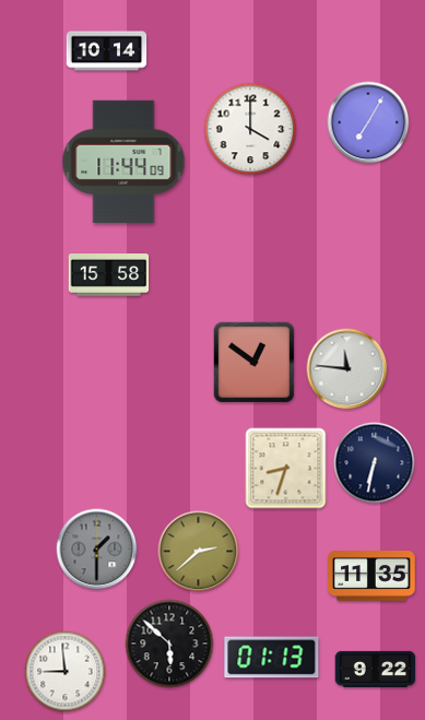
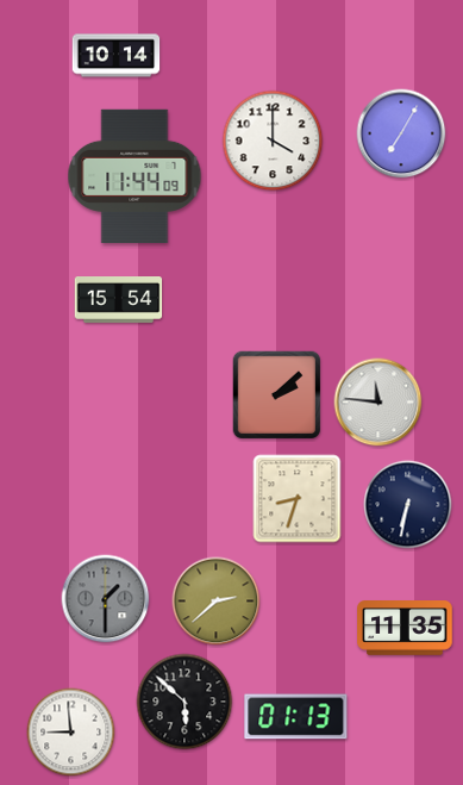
clock at (109, 275): 15:58 -> 15:54
clock at (255, 362): 12:51 -> 2:08
clock at (286, 469) position: (286, 469) -> (298, 499)
clock at (376, 669): 9:22 -> none
